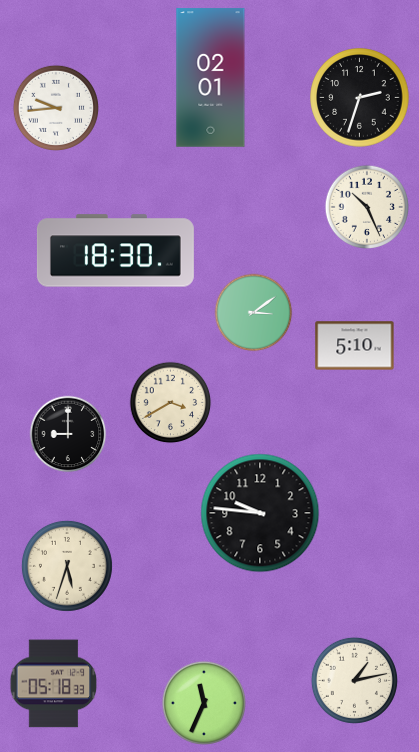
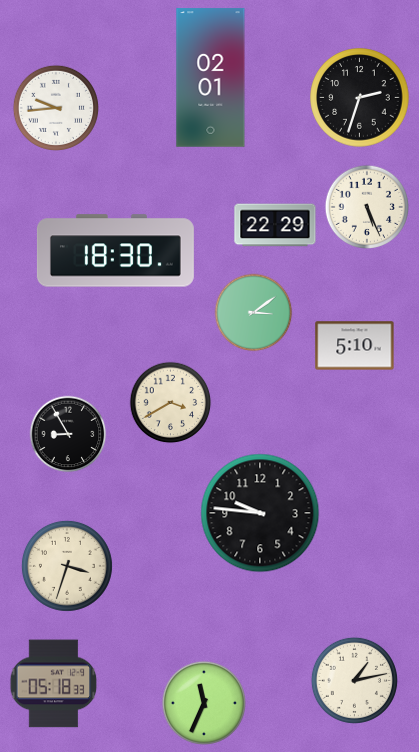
clock at (366, 206): 10:26 -> 5:26
clock at (275, 225): none -> 22:29
clock at (68, 434): 9:00 -> 8:55
clock at (67, 566): 5:33 -> 3:33
